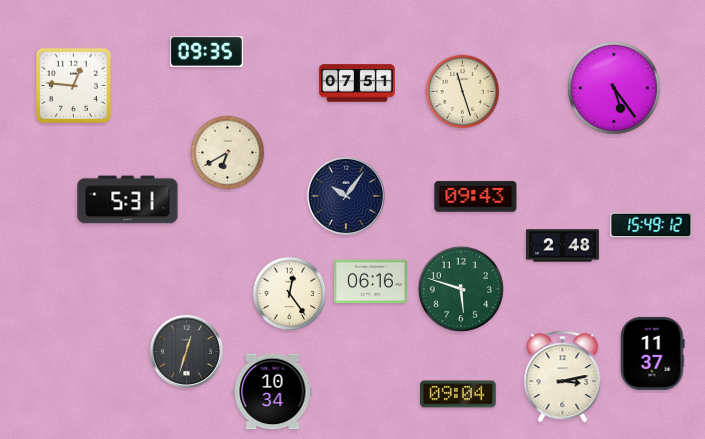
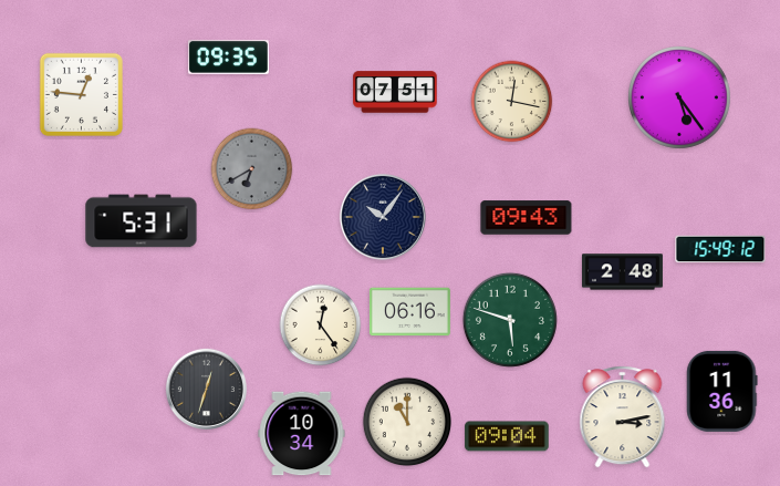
clock at (463, 92): 11:27 -> 12:17
clock at (228, 153) dial: cream -> grey
clock at (653, 353): 11:37 -> 11:36
clock at (407, 422): none -> 11:00
